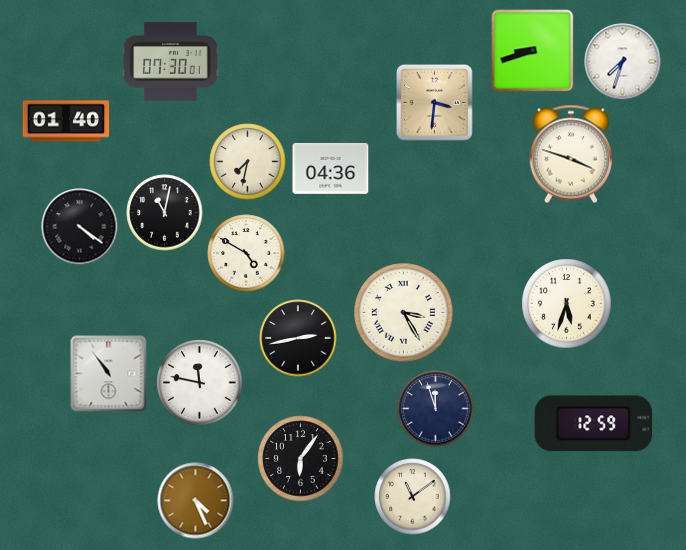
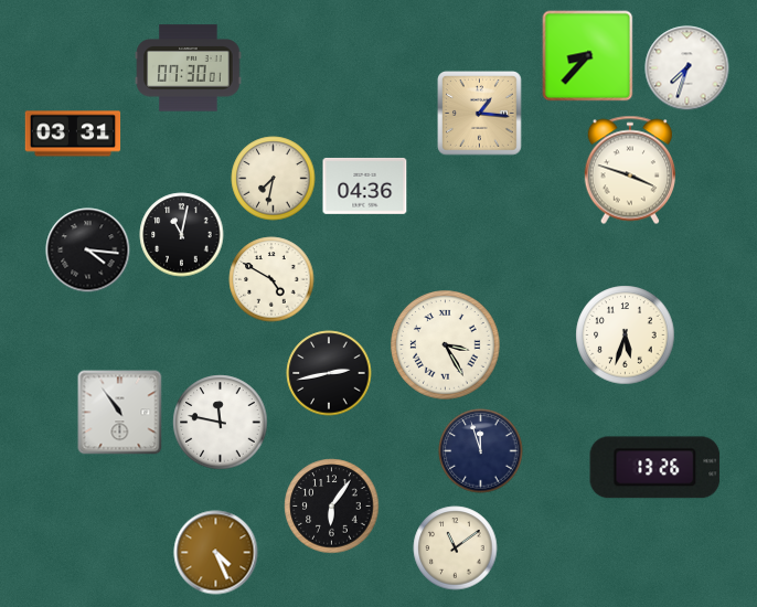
clock at (533, 51): 8:42 -> 8:37
clock at (435, 103): 3:31 -> 1:16
clock at (66, 121): 01:40 -> 03:31
clock at (80, 227): 4:21 -> 4:16
clock at (594, 424): 12:59 -> 13:26
